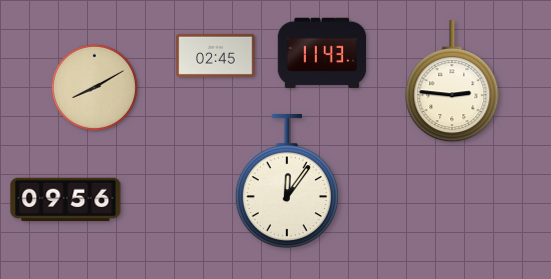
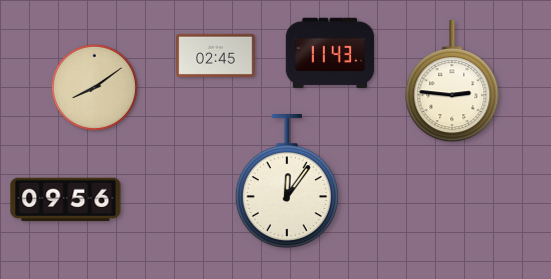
clock at (322, 53) position: (322, 53) -> (330, 53)
clock at (94, 87): 8:10 -> 8:09
